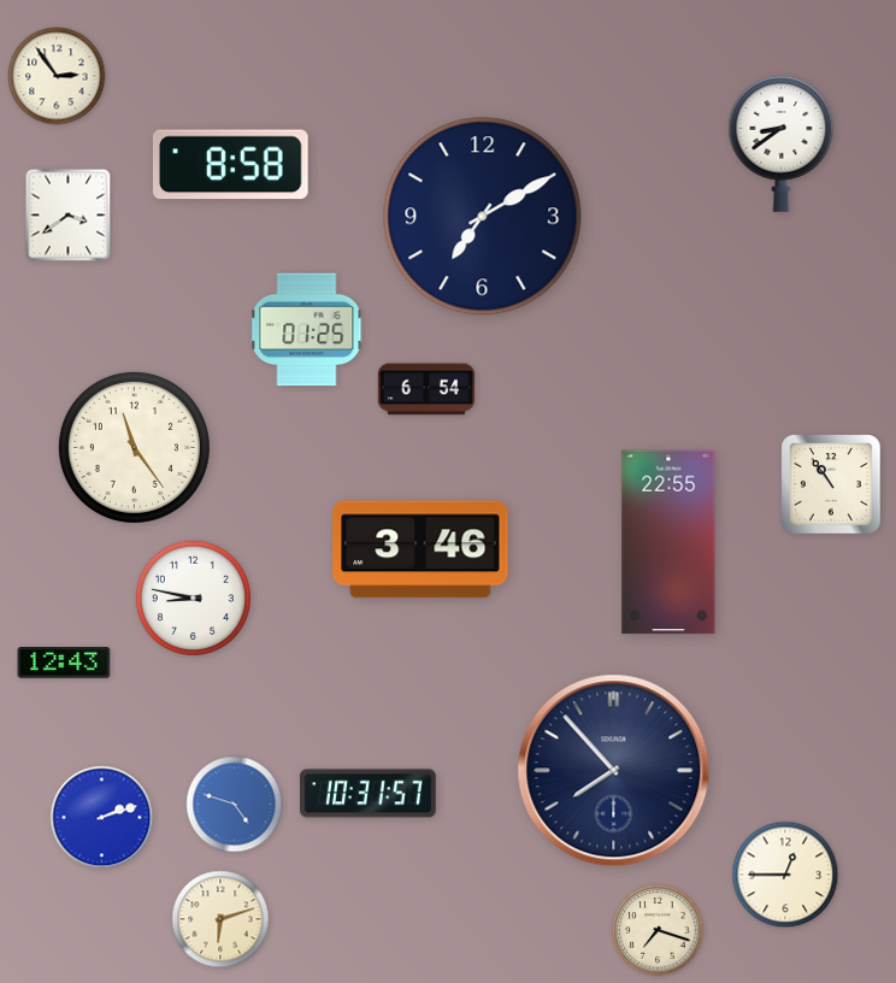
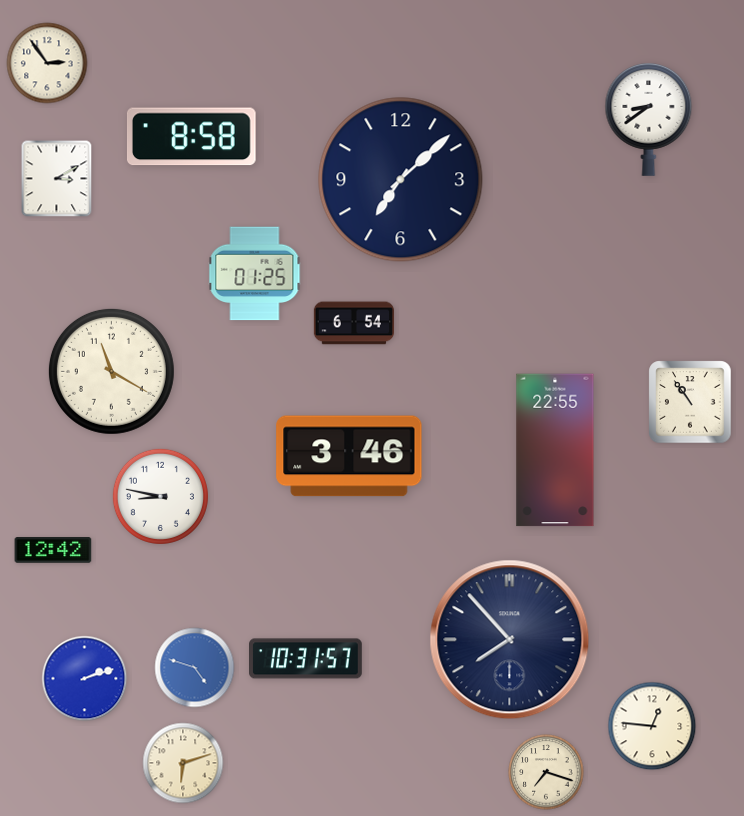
clock at (69, 216): 3:39 -> 3:10
clock at (483, 217): 7:10 -> 7:08
clock at (134, 447): 11:24 -> 11:20
clock at (64, 663): 12:43 -> 12:42
clock at (785, 875): 12:45 -> 12:46
